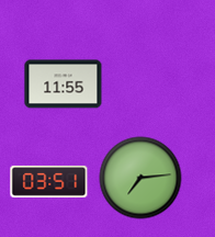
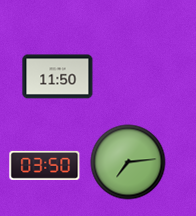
clock at (64, 84): 11:55 -> 11:50
clock at (49, 181): 03:51 -> 03:50
